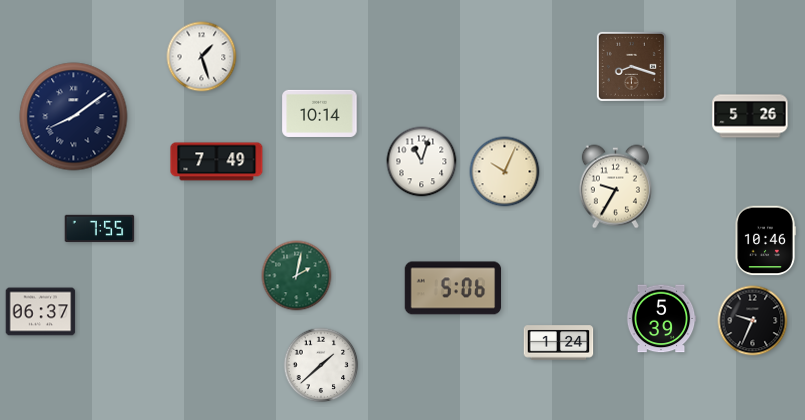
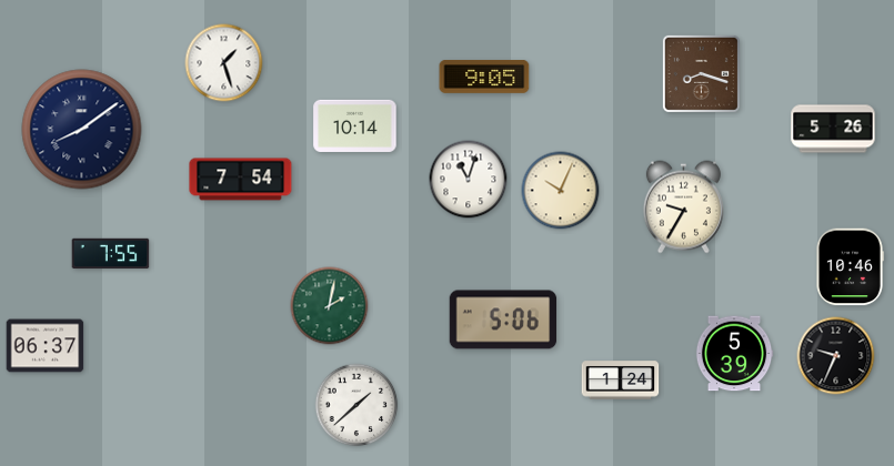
clock at (484, 78): none -> 9:05
clock at (217, 162): 7:49 -> 7:54
